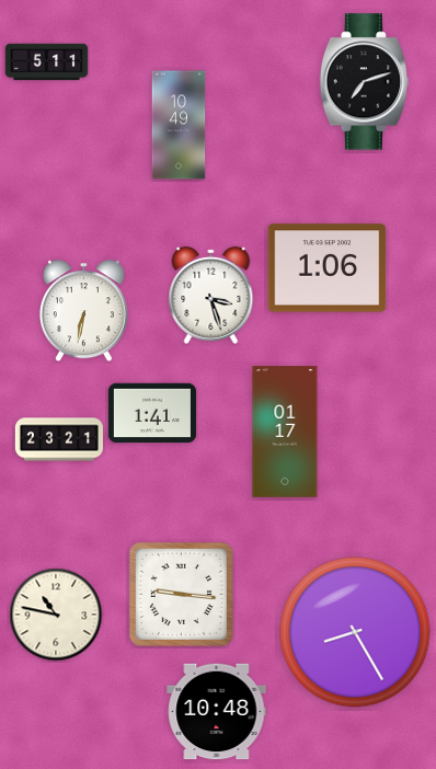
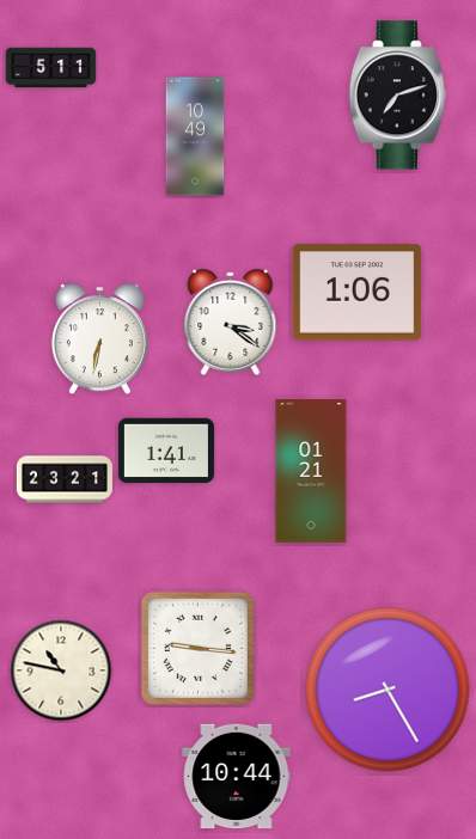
clock at (365, 82) position: (365, 82) -> (398, 96)
clock at (211, 295): 3:27 -> 3:21
clock at (83, 311) position: (83, 311) -> (99, 339)
clock at (285, 432): 01:17 -> 01:21
clock at (217, 712): 10:48 -> 10:44
